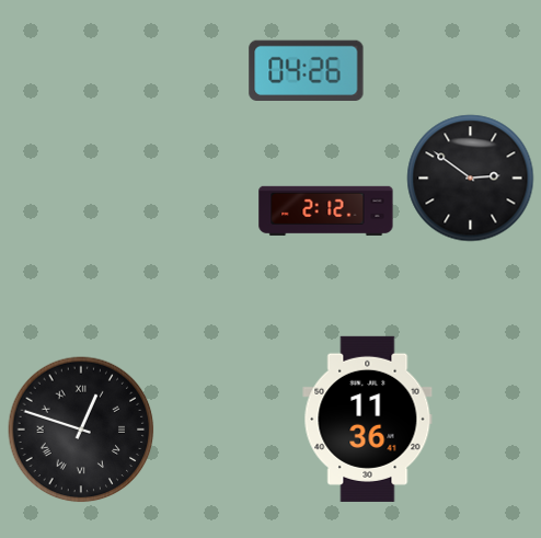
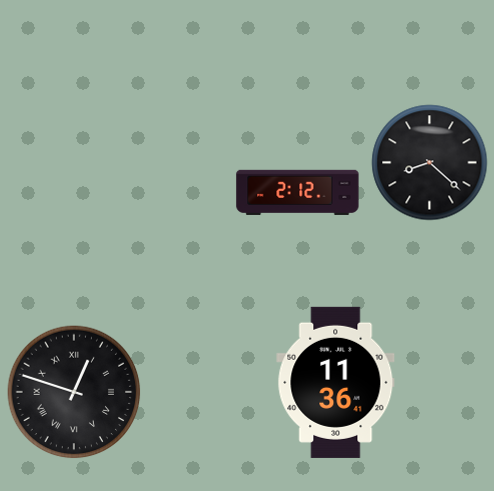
clock at (307, 71): 04:26 -> none
clock at (471, 179): 2:51 -> 8:22
